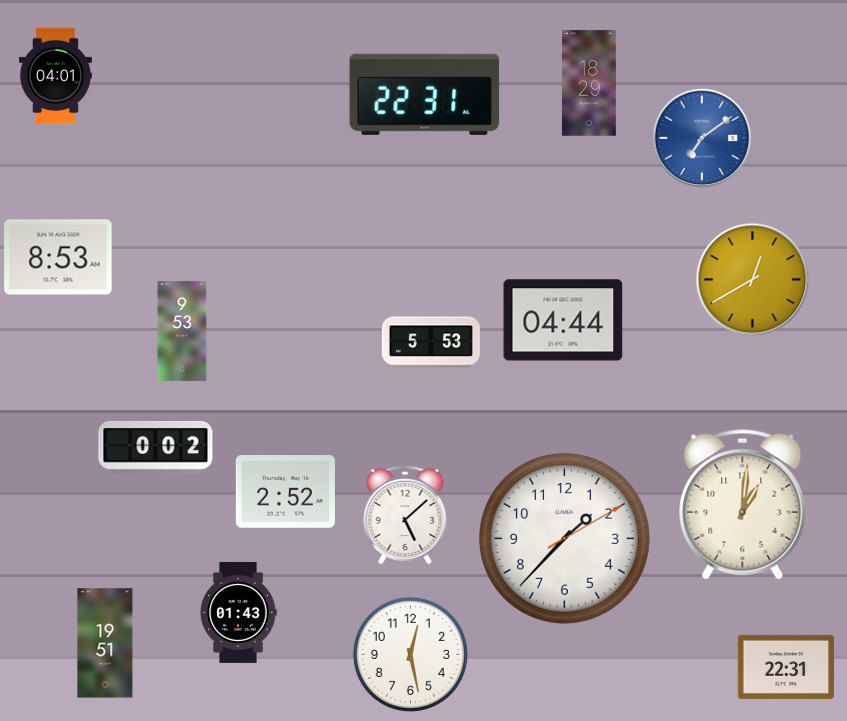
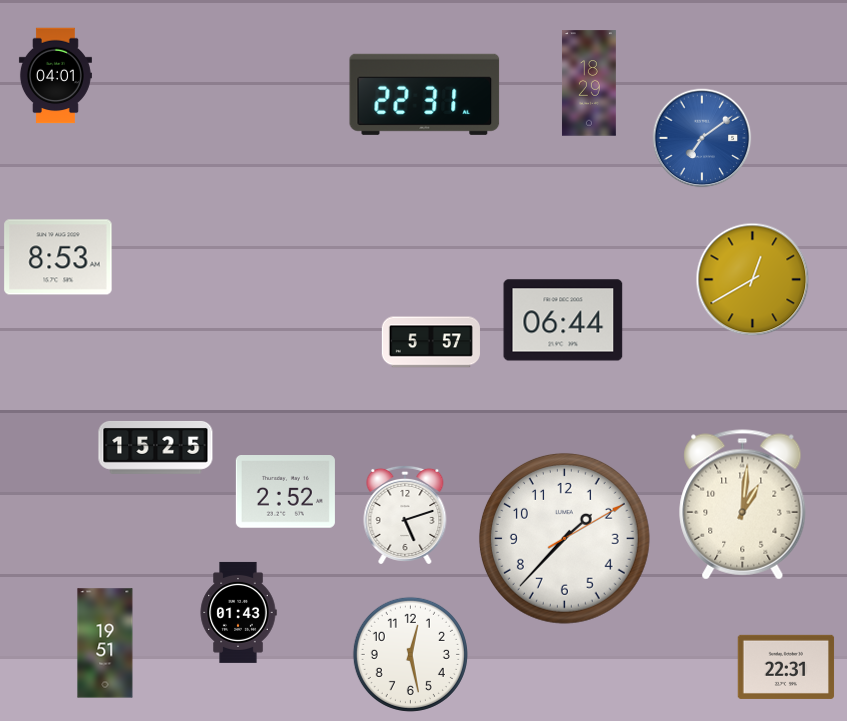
clock at (563, 320): 04:44 -> 06:44
clock at (182, 331): 9:53 -> none
clock at (431, 342): 5:53 -> 5:57
clock at (156, 448): 0:02 -> 15:25
clock at (405, 515): 5:08 -> 5:12
